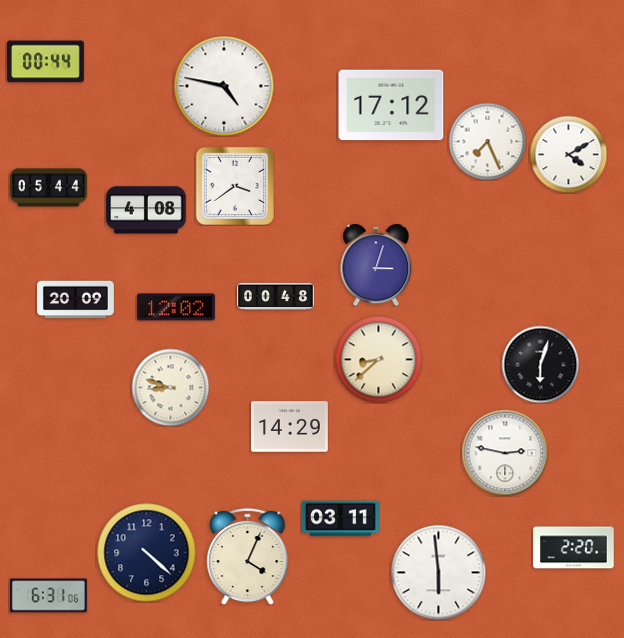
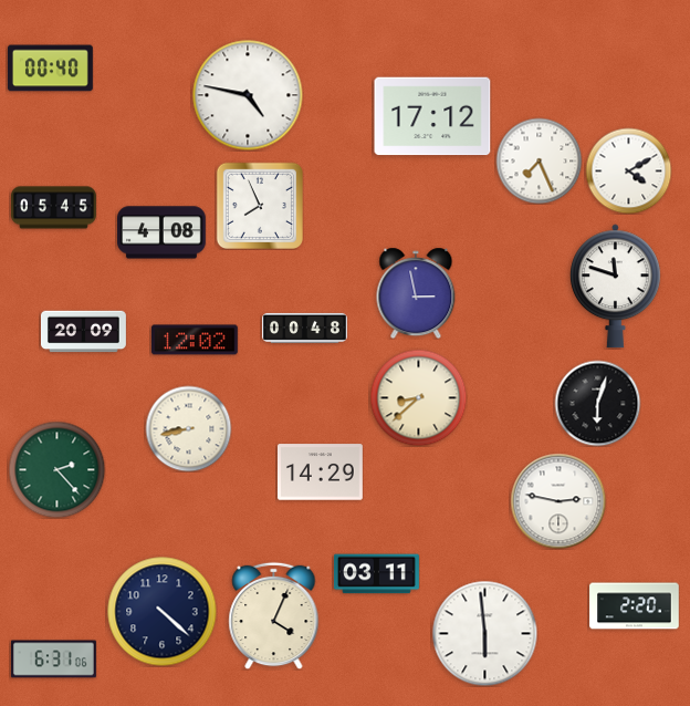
clock at (45, 62): 00:44 -> 00:40
clock at (487, 141) position: (487, 141) -> (539, 160)
clock at (235, 186): 3:39 -> 7:56
clock at (49, 188): 05:44 -> 05:45
clock at (615, 287): none -> 11:48
clock at (376, 265): 3:03 -> 2:58
clock at (170, 387): 8:48 -> 8:43
clock at (56, 469): none -> 2:23
